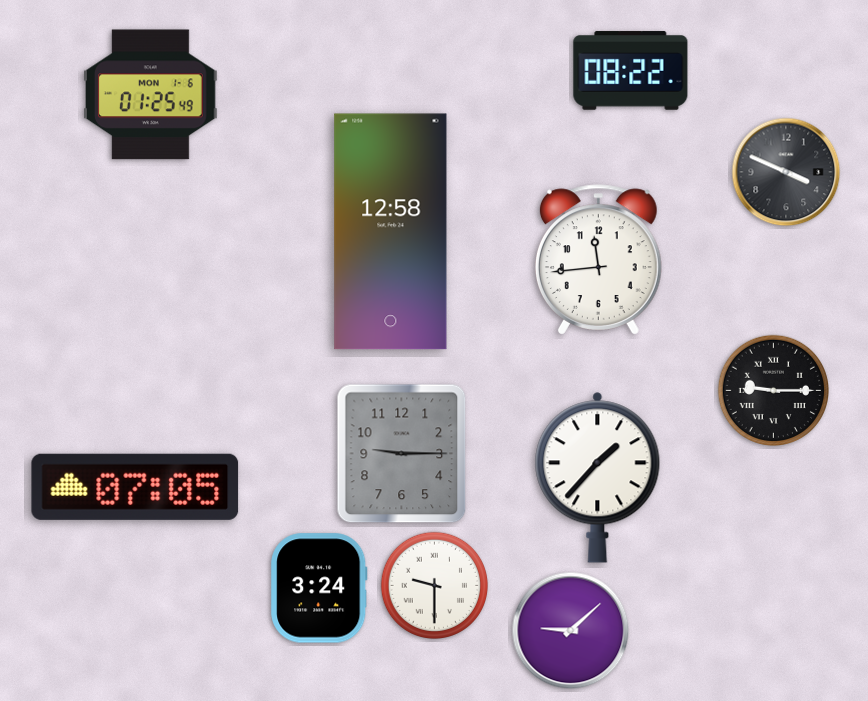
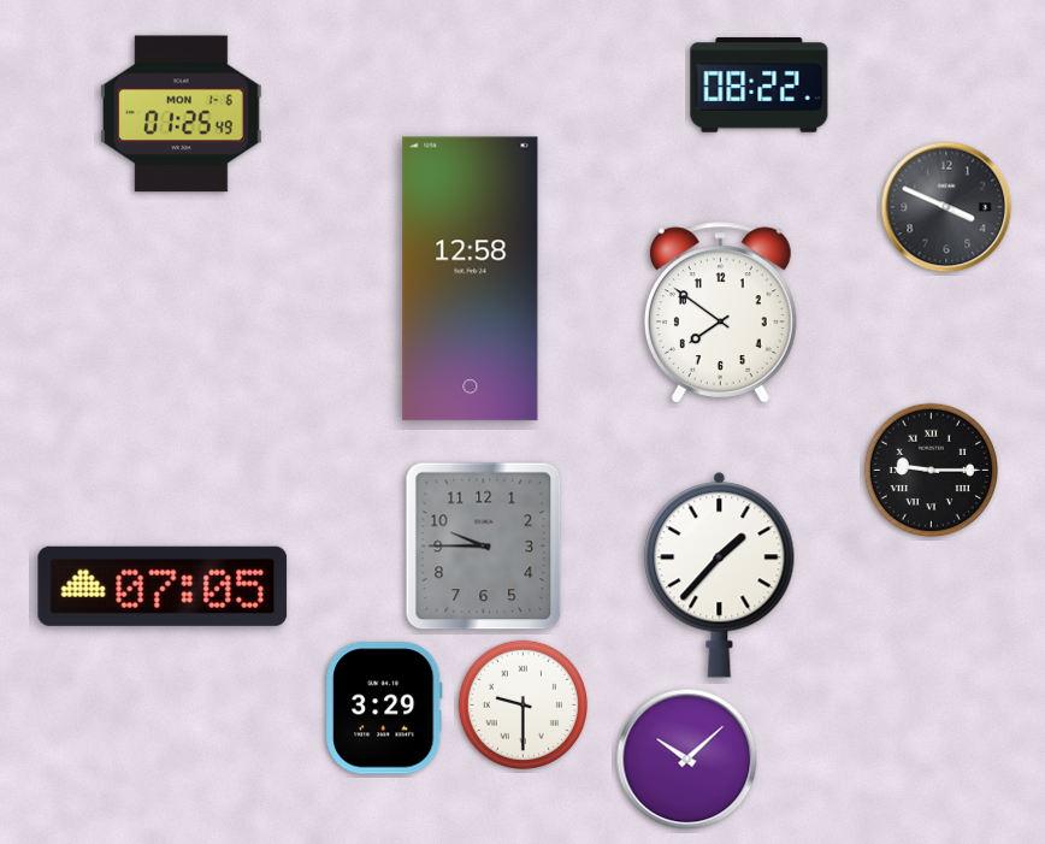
clock at (598, 260): 11:44 -> 7:51
clock at (402, 454): 9:15 -> 9:45
clock at (319, 588): 3:24 -> 3:29
clock at (571, 631): 9:08 -> 10:08
